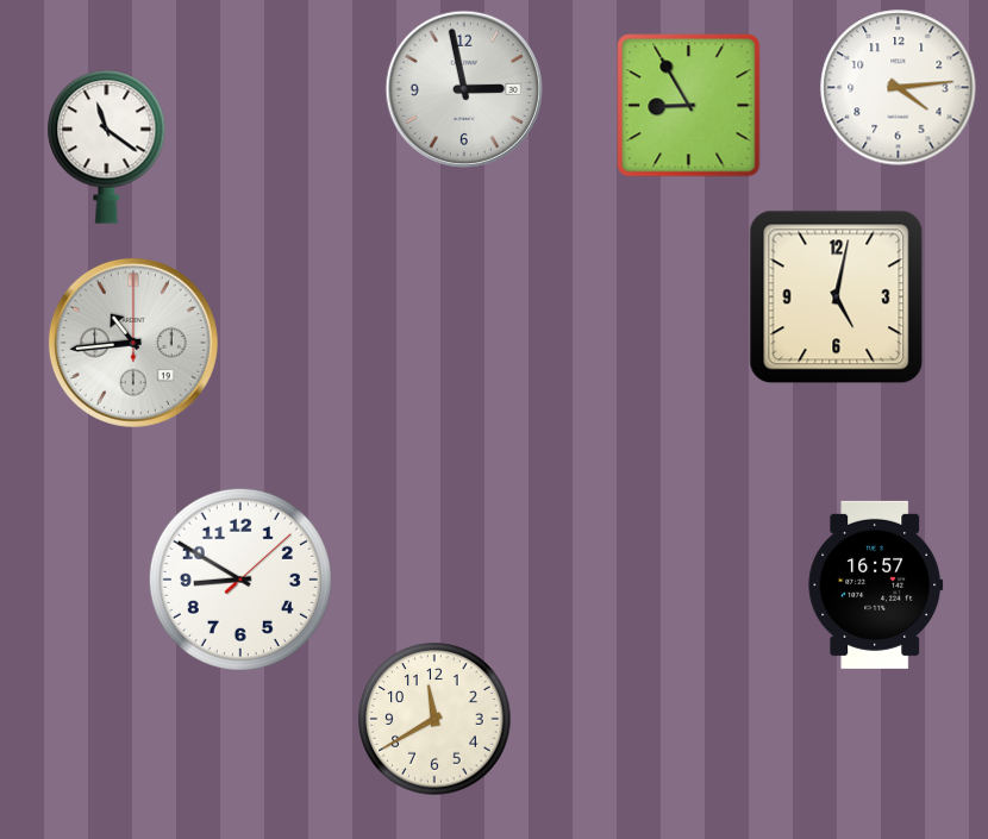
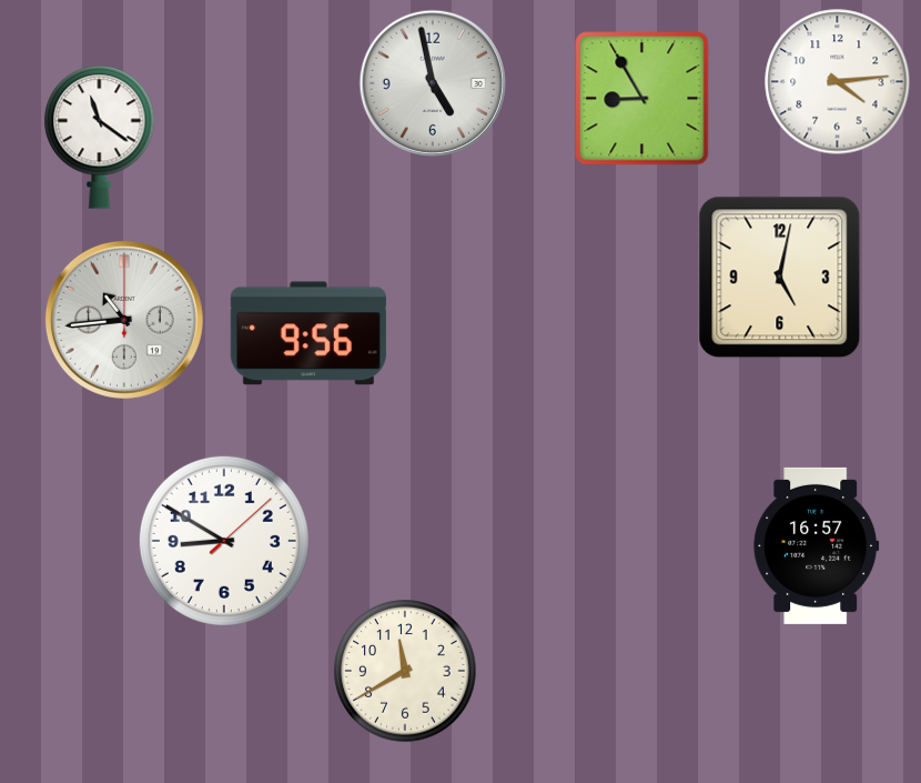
clock at (463, 88): 2:58 -> 4:58
clock at (308, 333): none -> 9:56
